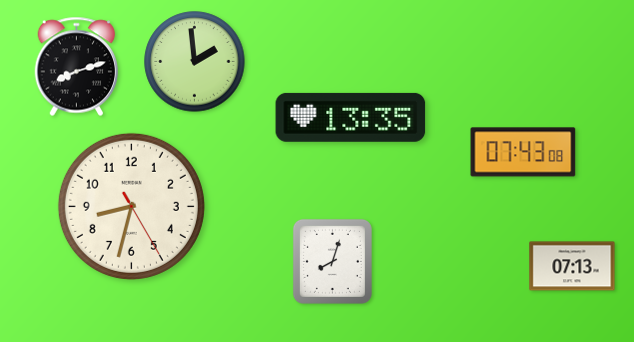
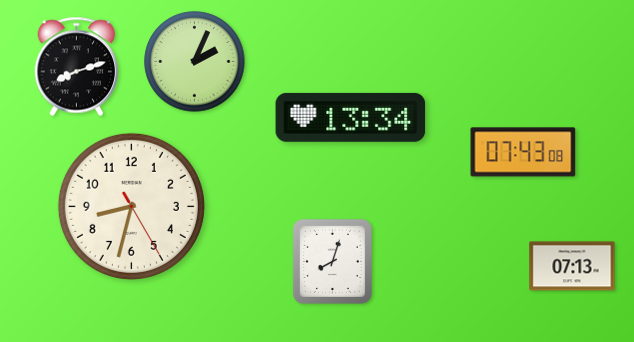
clock at (195, 62): 1:59 -> 2:04
clock at (351, 117): 13:35 -> 13:34
